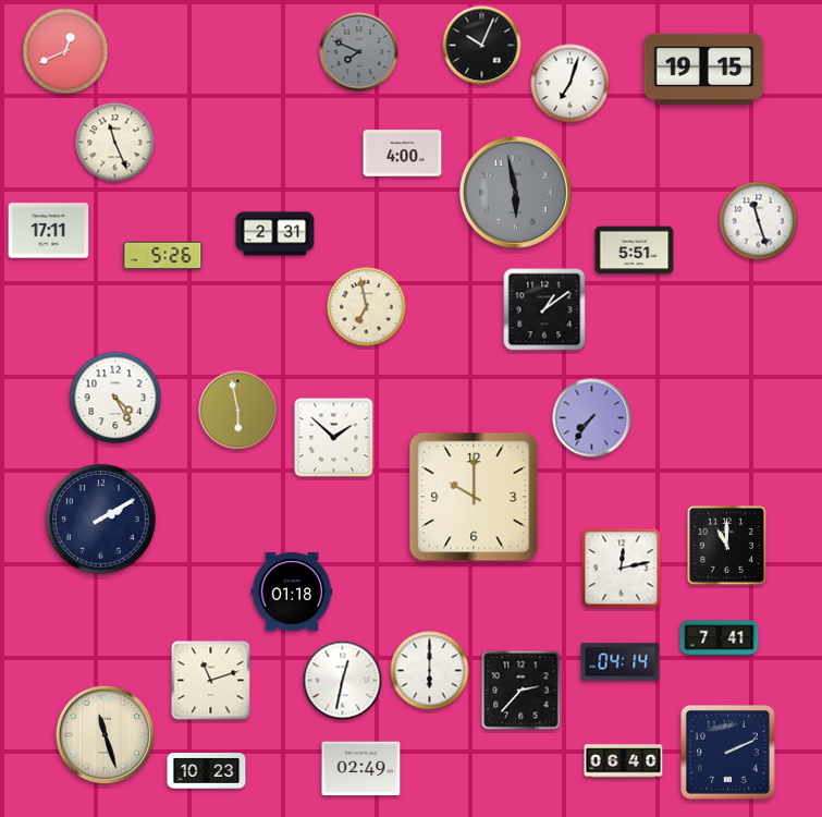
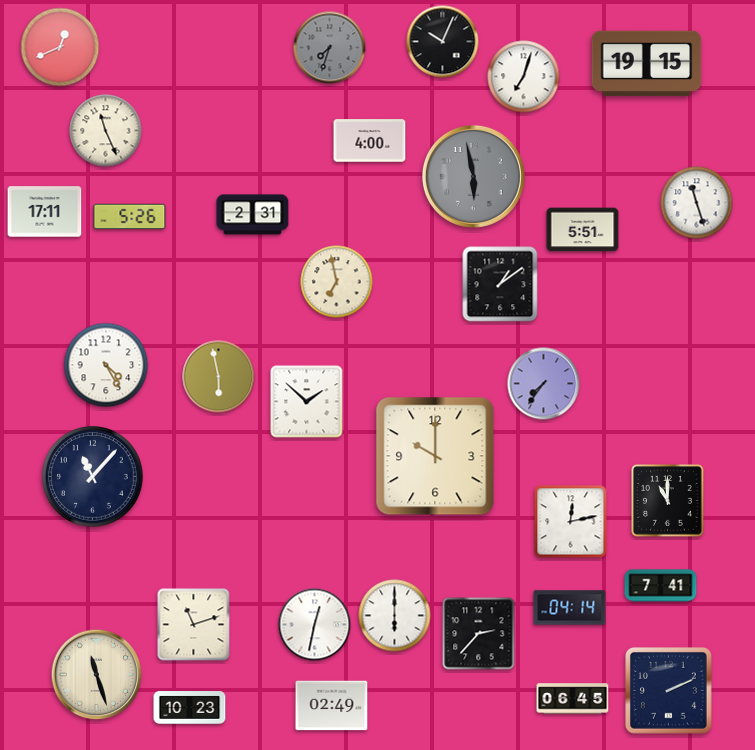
clock at (359, 52): 7:49 -> 7:33
clock at (163, 256) position: (163, 256) -> (130, 217)
clock at (101, 520): 2:10 -> 11:07
clock at (292, 592): 01:18 -> none
clock at (624, 761): 06:40 -> 06:45
